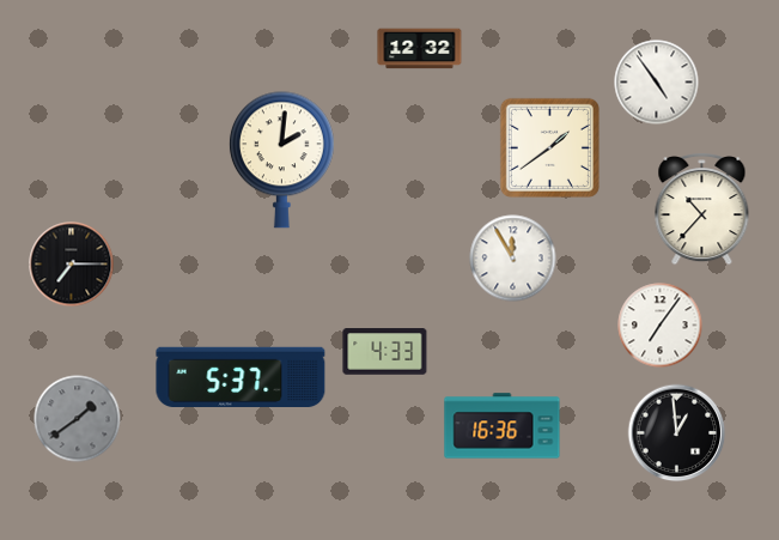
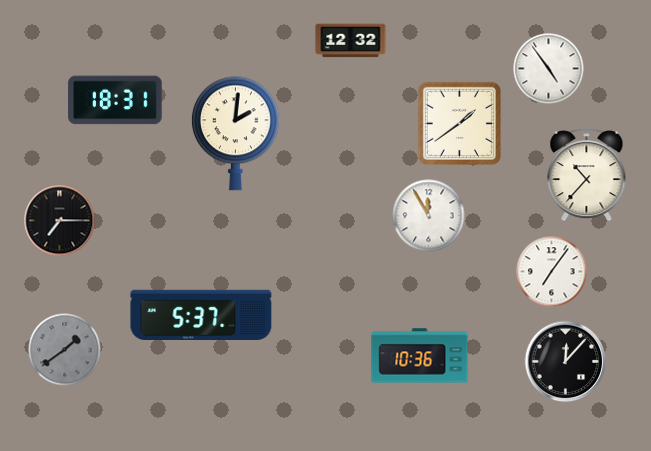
clock at (115, 100): none -> 18:31
clock at (385, 352): 4:33 -> none
clock at (503, 426): 16:36 -> 10:36
clock at (677, 433): 12:59 -> 12:07
